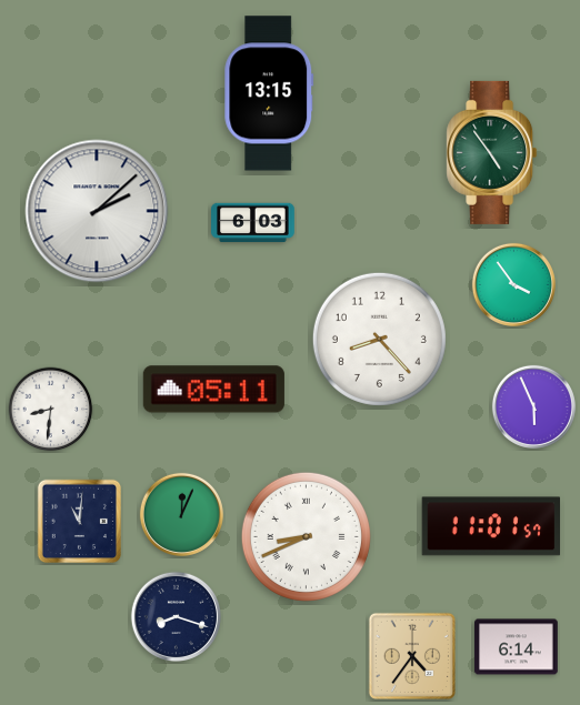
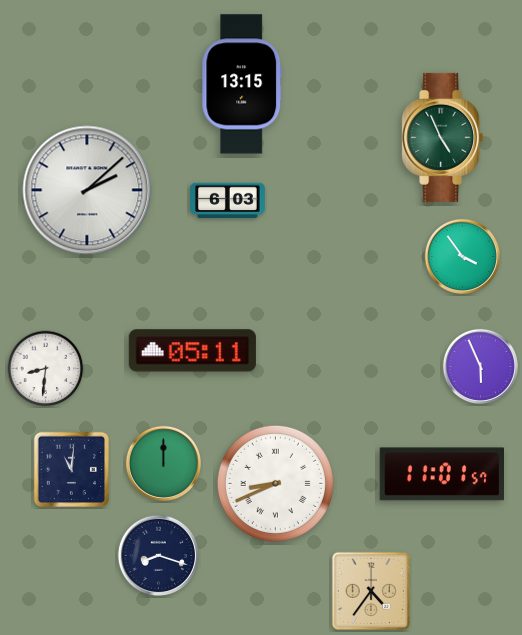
clock at (492, 152): 4:54 -> 4:56
clock at (379, 339): 8:23 -> none
clock at (181, 514): 12:04 -> 12:00
clock at (517, 647): 6:14 -> none
